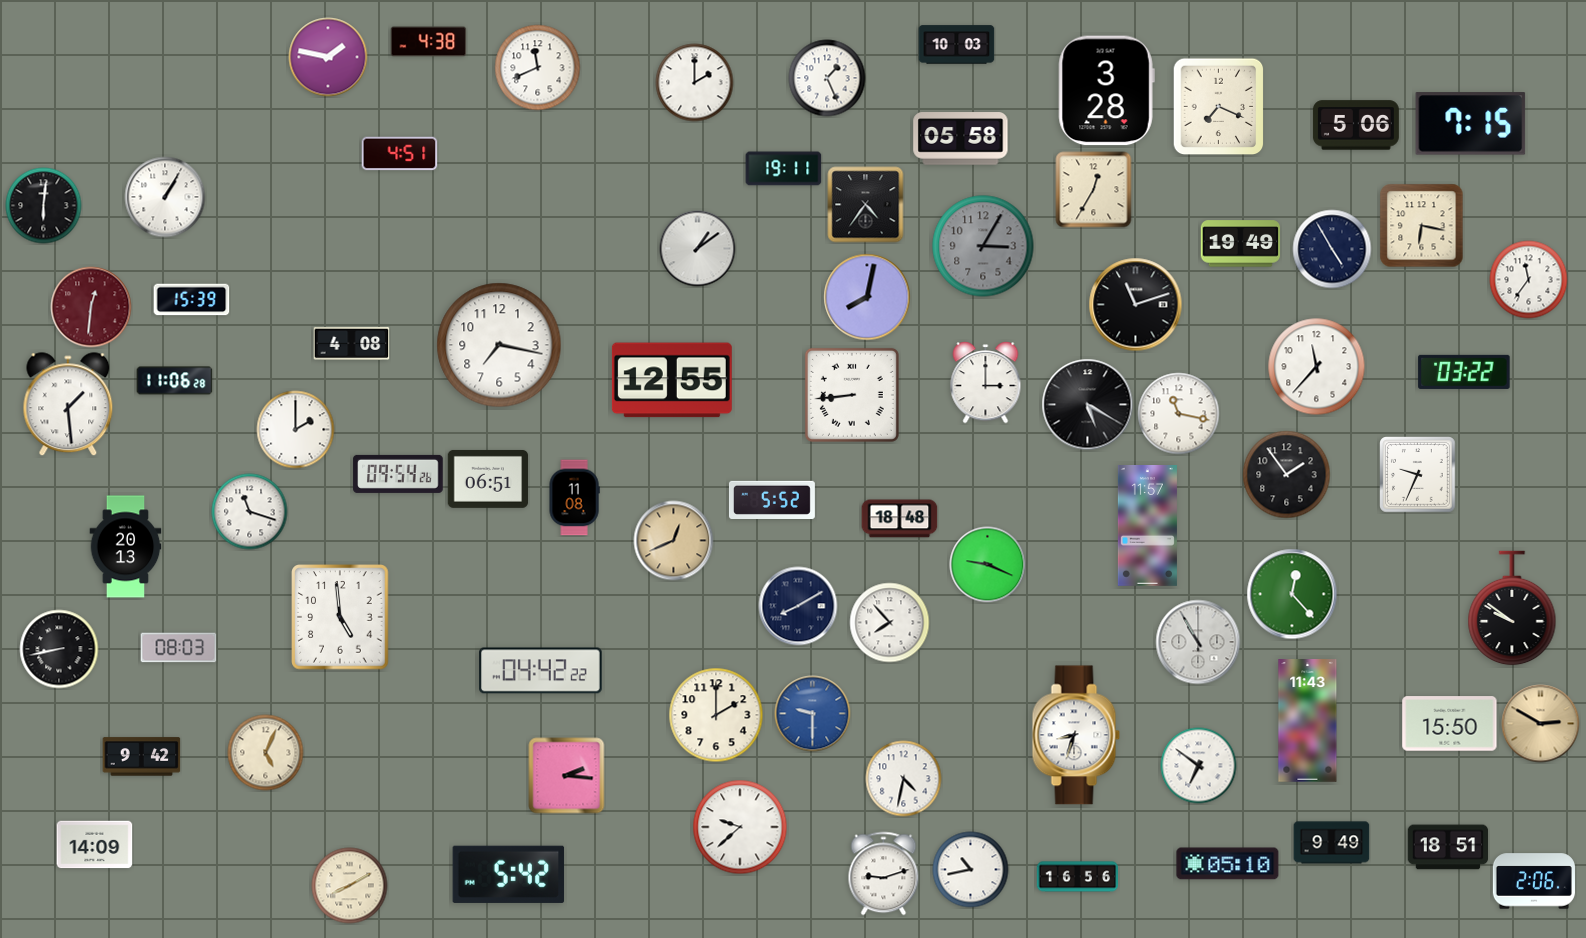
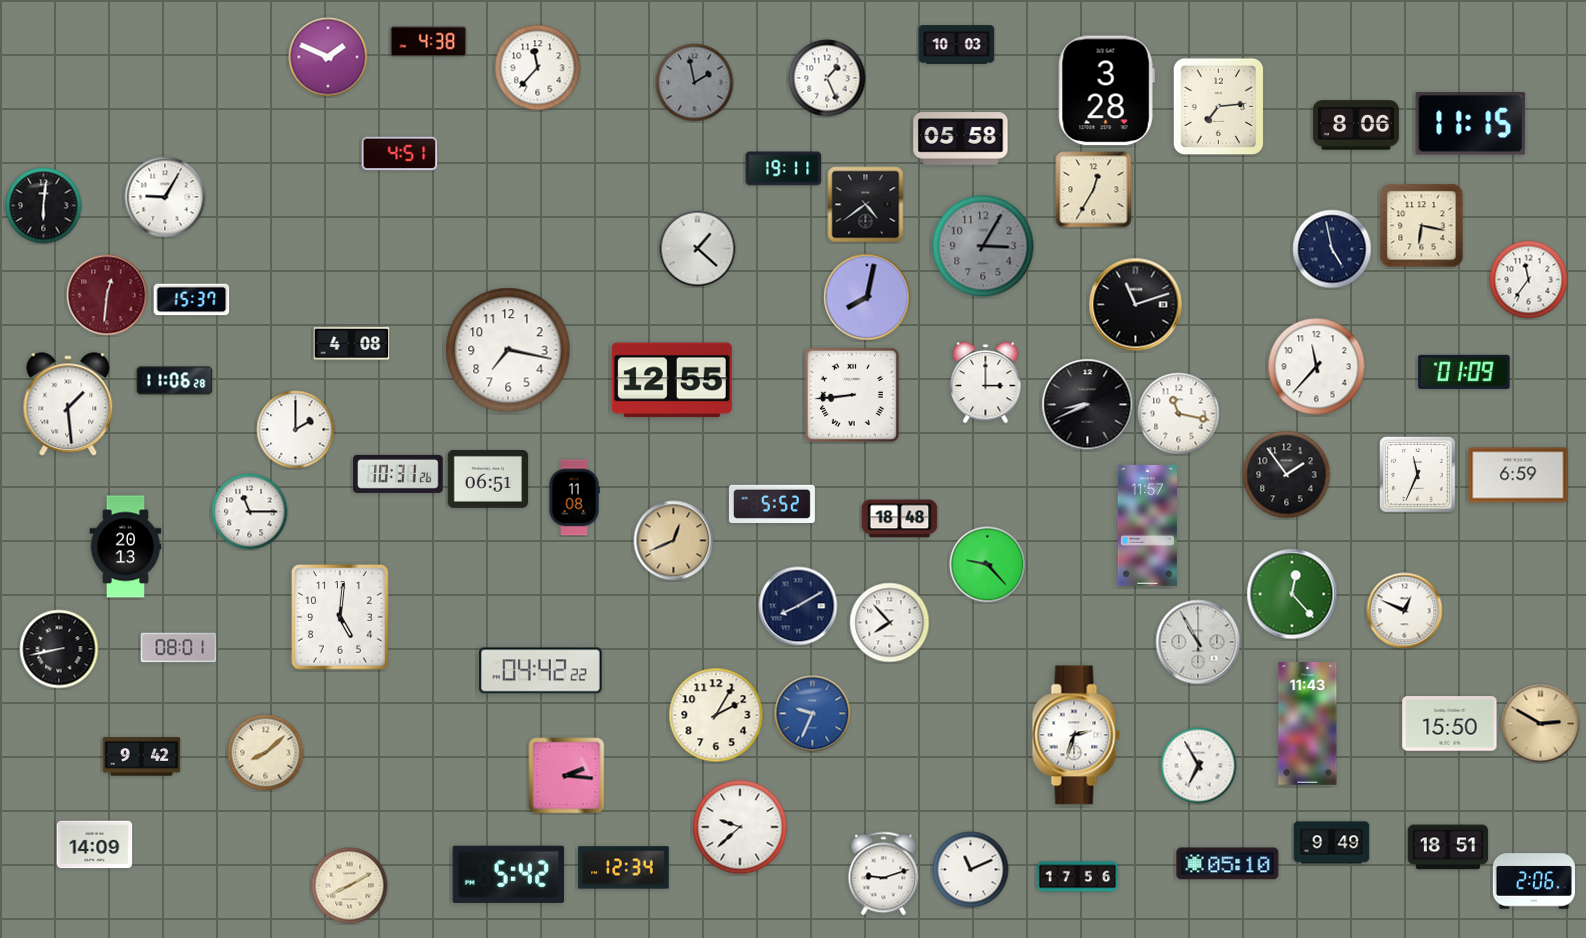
clock at (328, 57): 1:47 -> 1:49
clock at (538, 68): 11:41 -> 11:37
clock at (695, 83): 2:00 -> 1:58
clock at (695, 83) dial: white -> grey
clock at (1219, 107): 7:19 -> 7:14
clock at (1471, 124): 7:15 -> 11:15
clock at (1356, 125): 5:06 -> 8:06
clock at (165, 197): 1:05 -> 9:05
clock at (866, 205): 4:36 -> 4:39
clock at (1241, 244): 19:49 -> none
clock at (698, 249): 1:09 -> 1:22
clock at (1332, 249): 4:55 -> 4:58
clock at (192, 300): 15:39 -> 15:37
clock at (91, 307) position: (91, 307) -> (107, 295)
clock at (499, 345) position: (499, 345) -> (508, 350)
clock at (1464, 372): 03:22 -> 01:09
clock at (1088, 405): 5:20 -> 8:41
clock at (398, 474): 09:54 -> 10:31
clock at (1418, 475): 9:34 -> 11:34
clock at (1518, 475): none -> 6:59
clock at (772, 499) position: (772, 499) -> (772, 503)
clock at (250, 512): 11:18 -> 11:15
clock at (988, 565): 9:19 -> 9:23
clock at (1512, 608): 9:51 -> none
clock at (1405, 611): none -> 12:49
clock at (340, 617): 4:59 -> 5:01
clock at (179, 648): 08:03 -> 08:01
clock at (813, 714): 9:30 -> 9:34
clock at (716, 715): 2:00 -> 2:05
clock at (1308, 721) position: (1308, 721) -> (1308, 724)
clock at (1076, 735): 8:33 -> 2:33
clock at (266, 753): 5:04 -> 8:08
clock at (1199, 766): 6:51 -> 6:55
clock at (904, 779): 4:32 -> none
clock at (624, 868): none -> 12:34
clock at (971, 870): 10:43 -> 11:11
clock at (1077, 877): 16:56 -> 17:56
